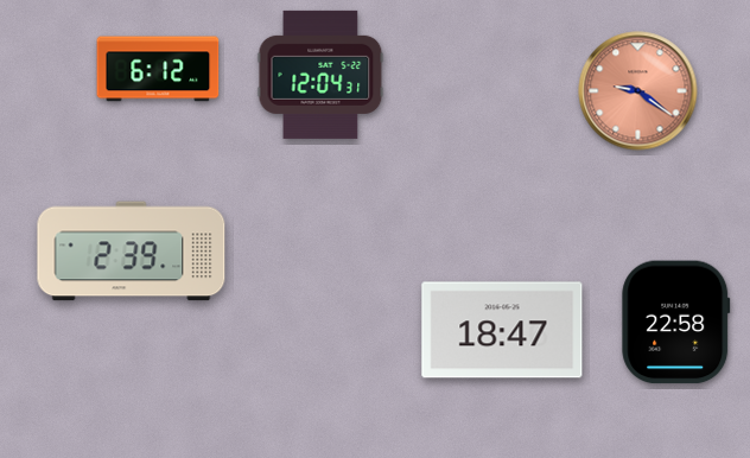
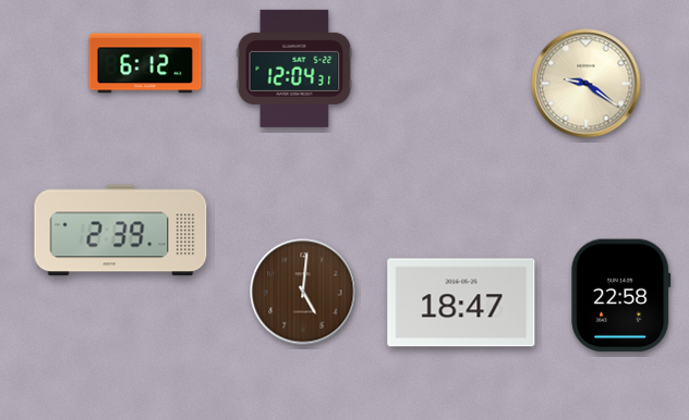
clock at (638, 91) dial: salmon -> cream
clock at (303, 292): none -> 5:01
